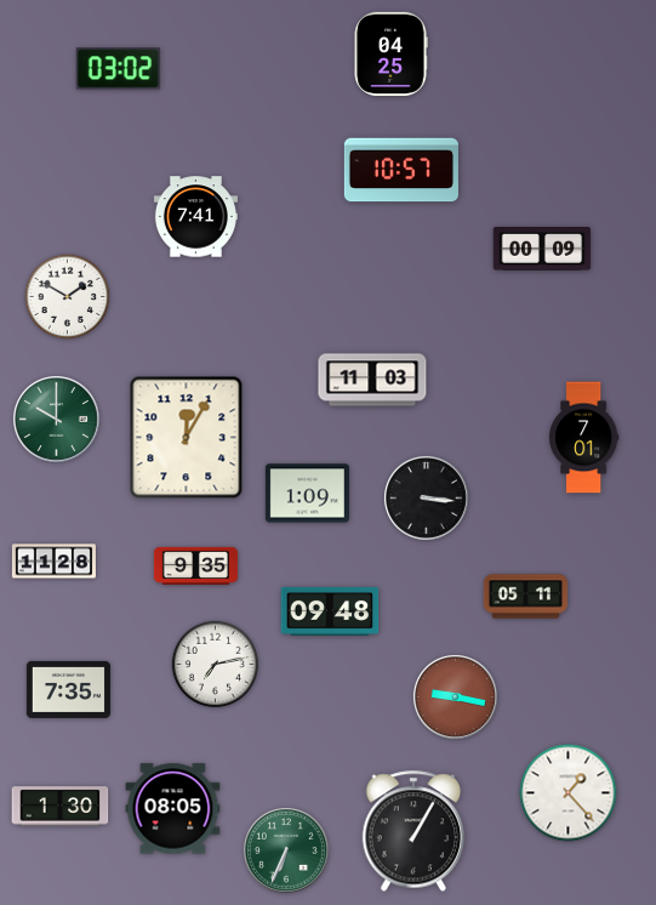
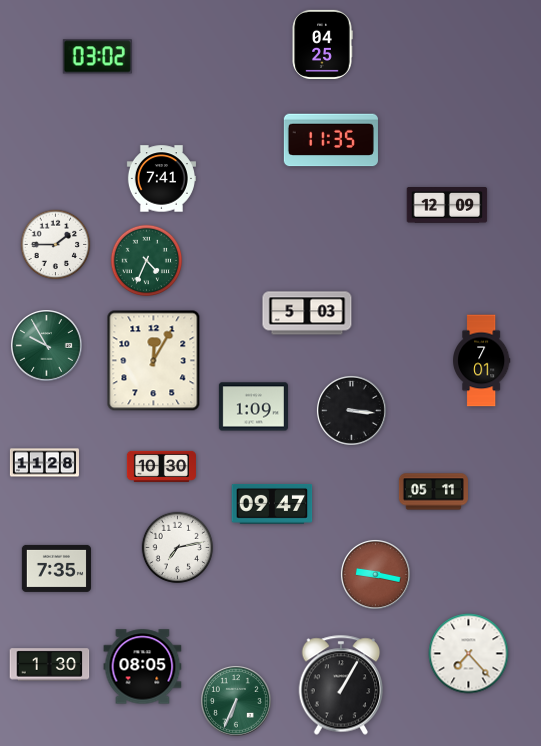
clock at (401, 170): 10:57 -> 11:35
clock at (542, 250): 00:09 -> 12:09
clock at (68, 297): 1:50 -> 1:45
clock at (147, 261): none -> 4:34
clock at (372, 380): 11:03 -> 5:03
clock at (57, 420): 10:00 -> 9:55
clock at (195, 565): 9:35 -> 10:30
clock at (330, 611): 09:48 -> 09:47
clock at (569, 793): 1:23 -> 7:23
